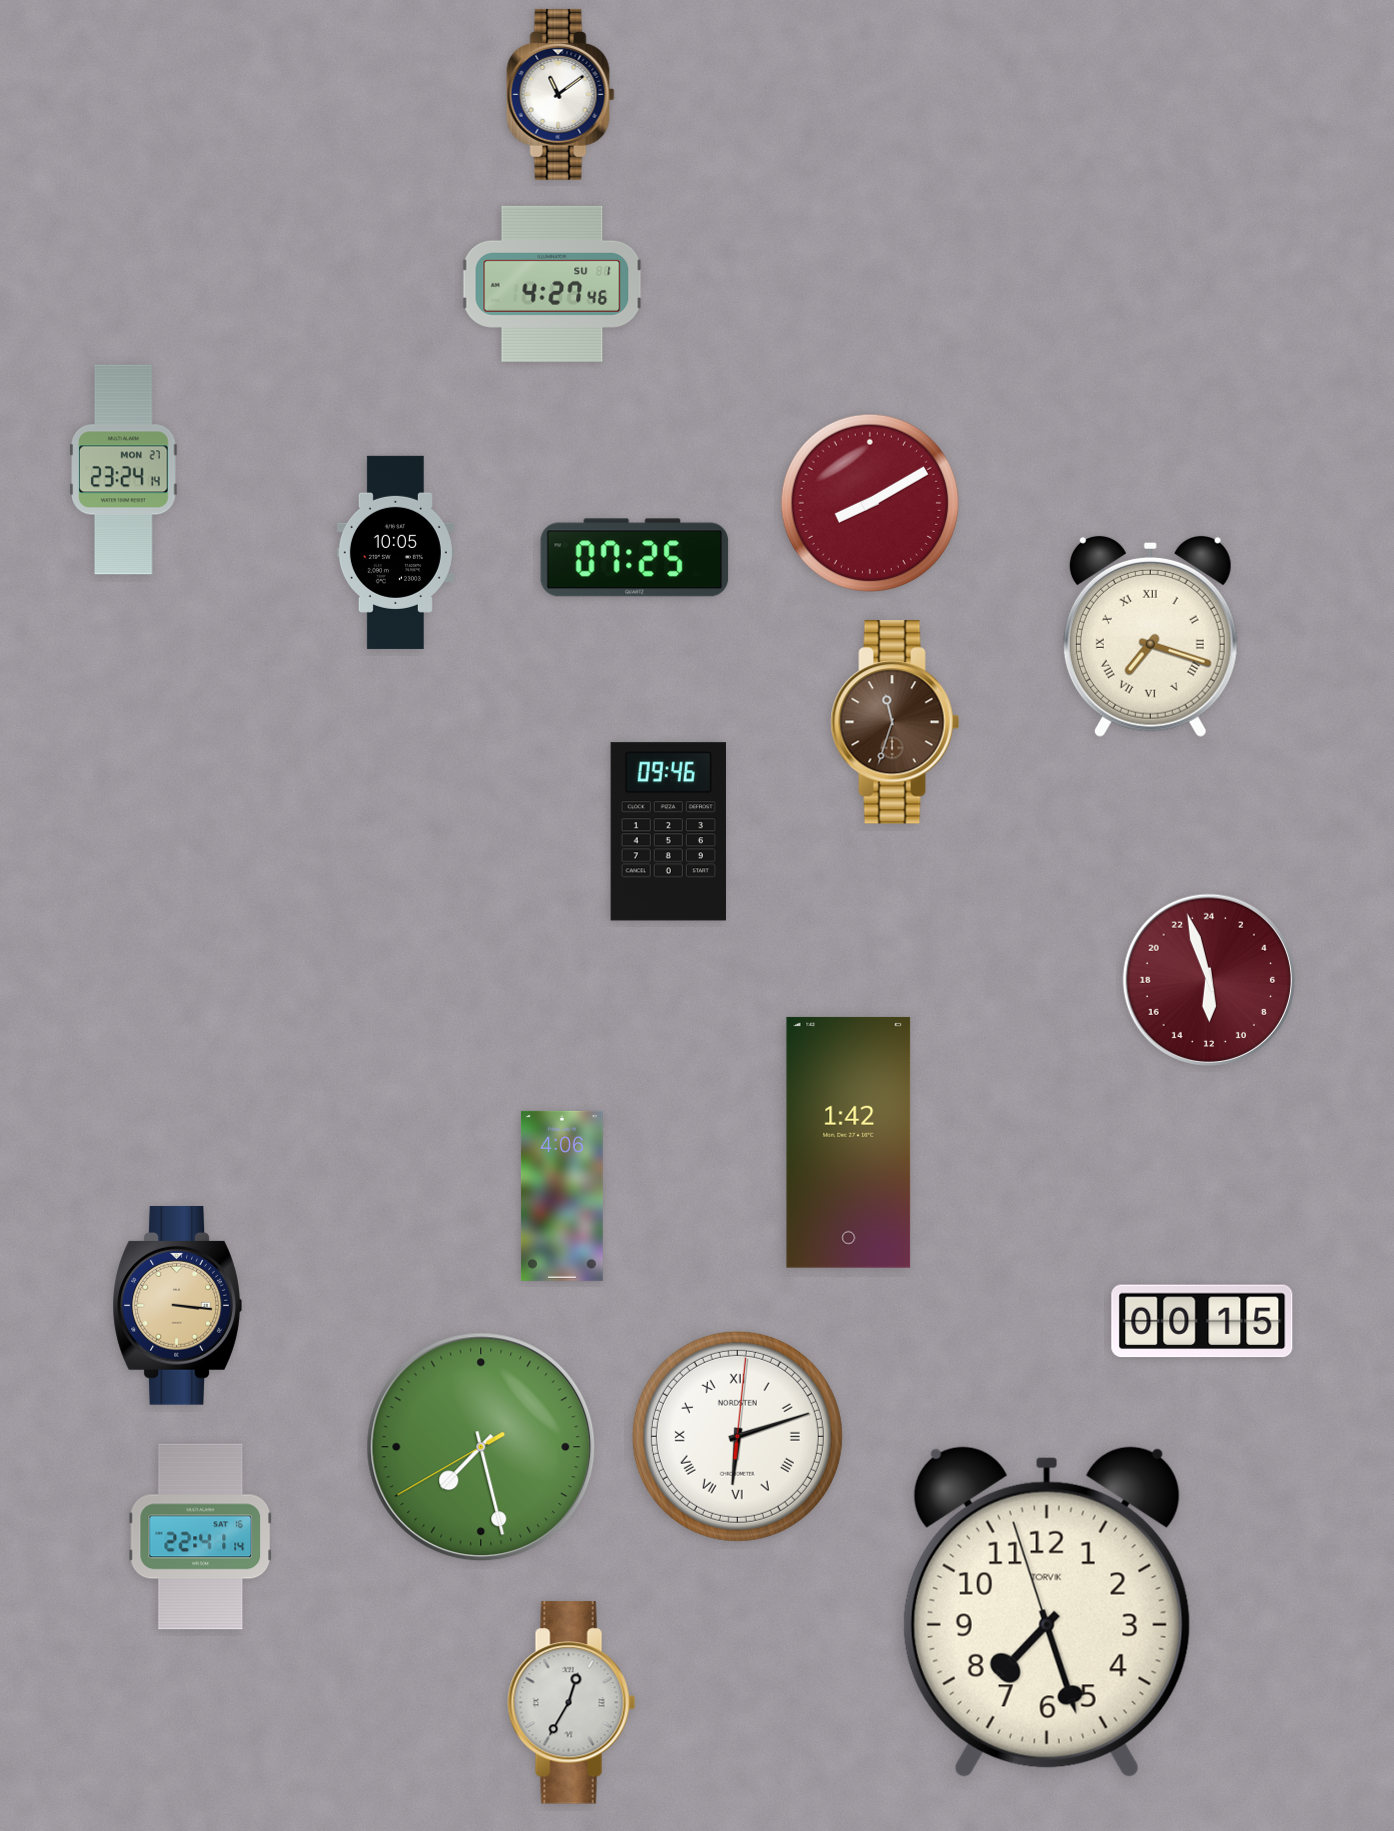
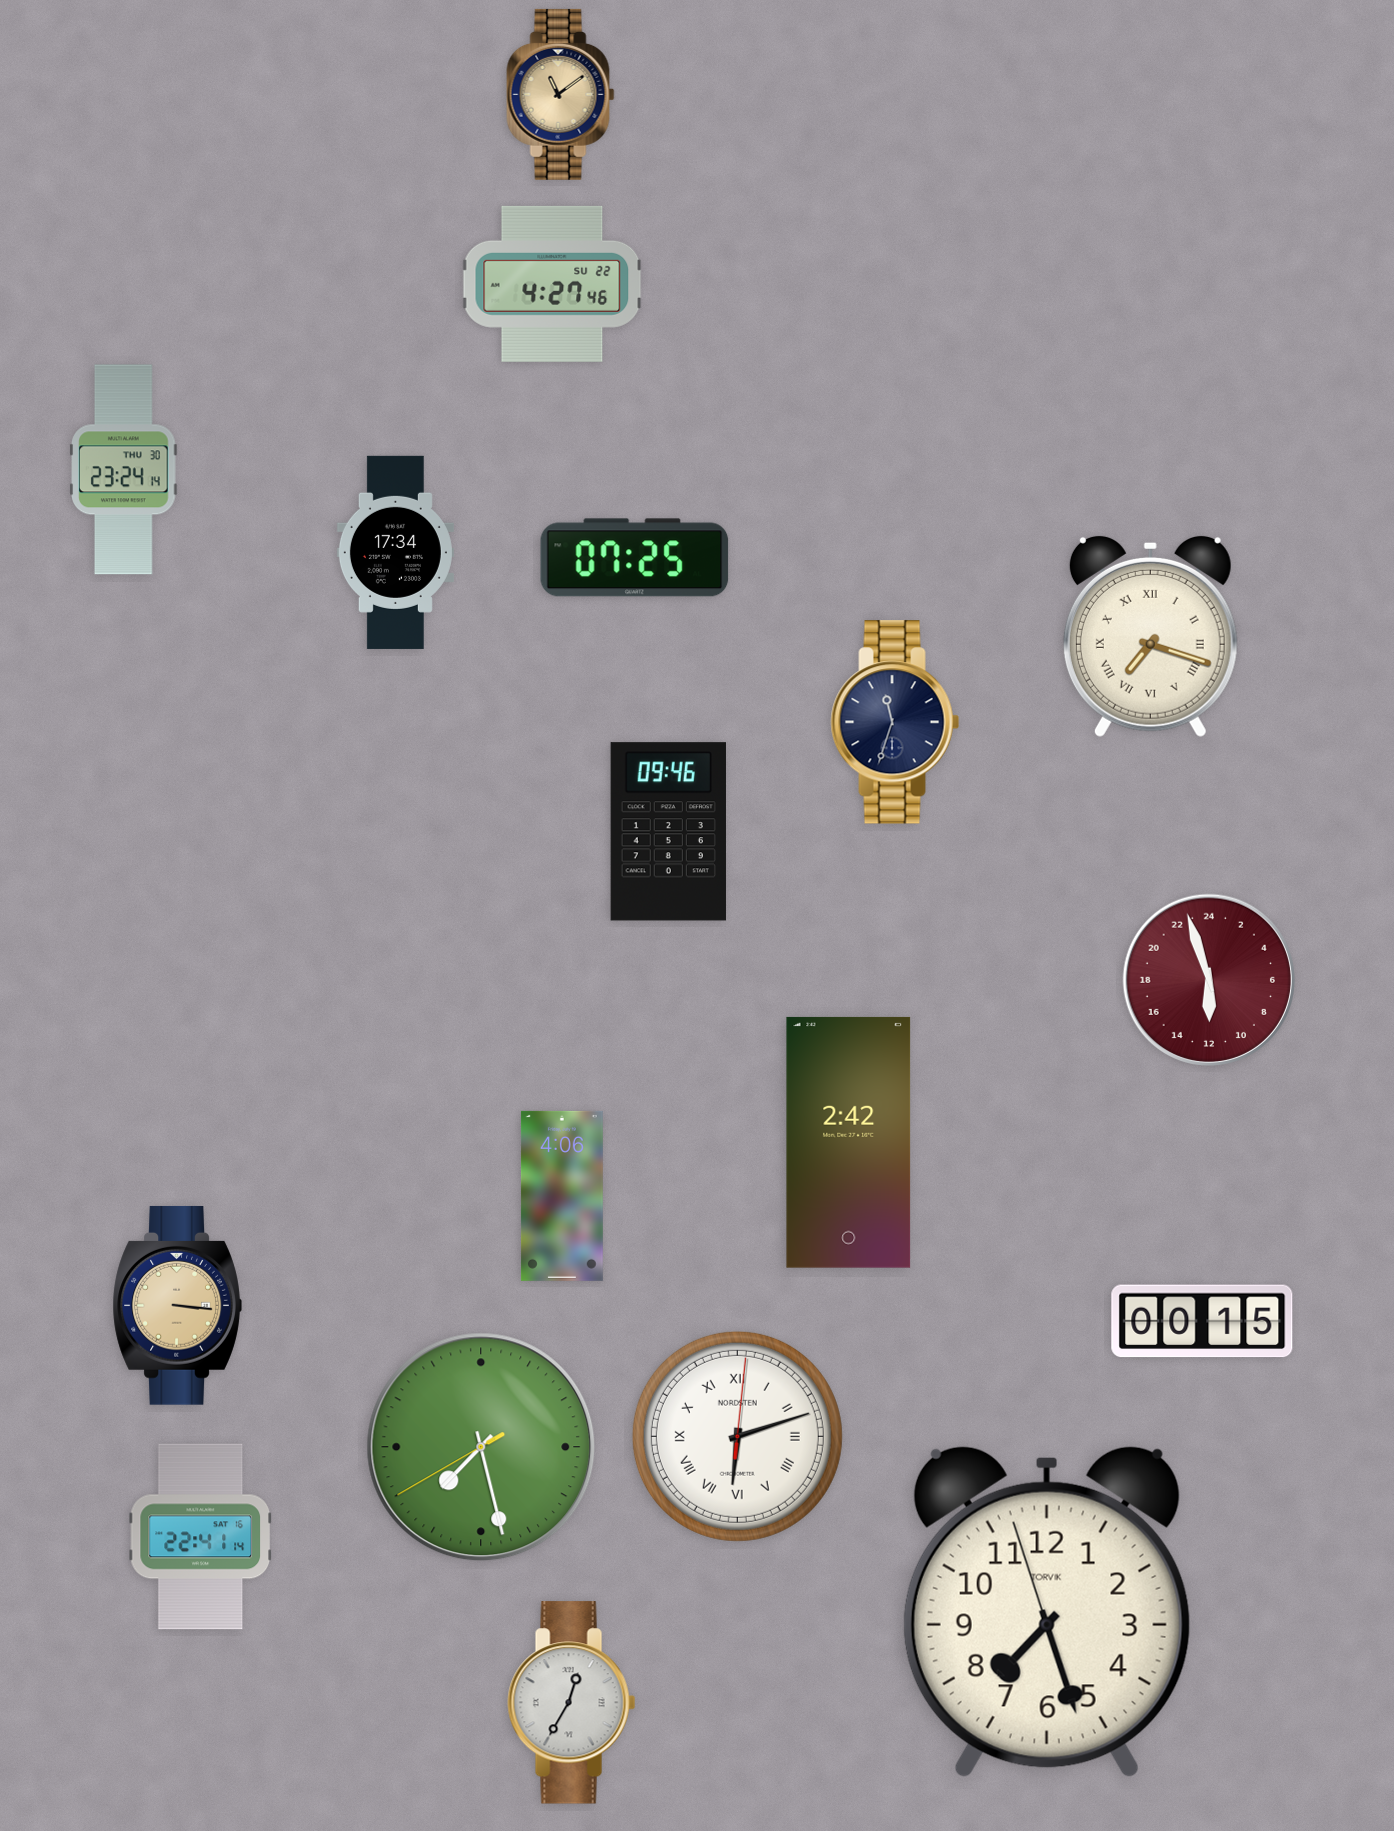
clock at (561, 94) dial: white -> champagne
clock at (552, 284) date: SU 1 -> SU 22
clock at (124, 470) date: MON 27 -> THU 30
clock at (869, 502): 8:10 -> none
clock at (395, 552): 10:05 -> 17:34
clock at (895, 722) dial: brown -> navy
clock at (849, 1142): 1:42 -> 2:42
